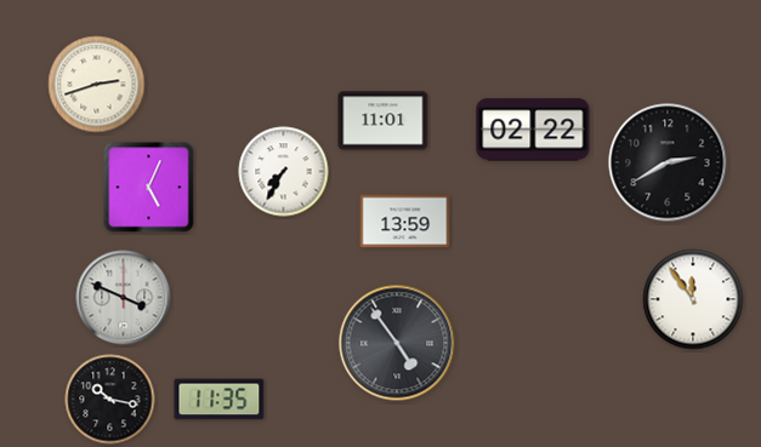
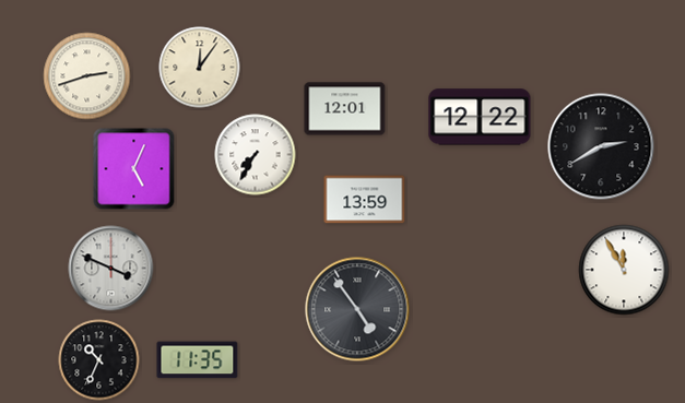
clock at (200, 68): none -> 12:06
clock at (384, 121): 11:01 -> 12:01
clock at (533, 130): 02:22 -> 12:22
clock at (693, 299): 11:54 -> 11:55
clock at (110, 400): 10:17 -> 10:34
